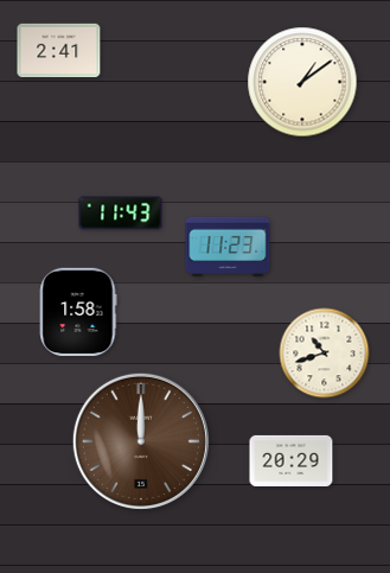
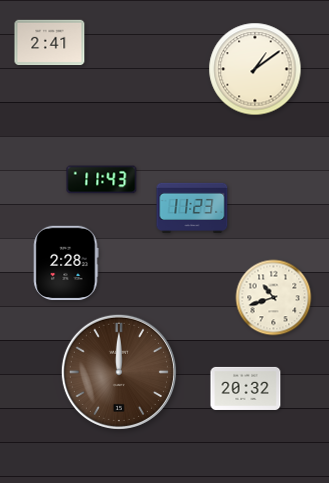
clock at (78, 312): 1:58 -> 2:28
clock at (292, 460): 20:29 -> 20:32
